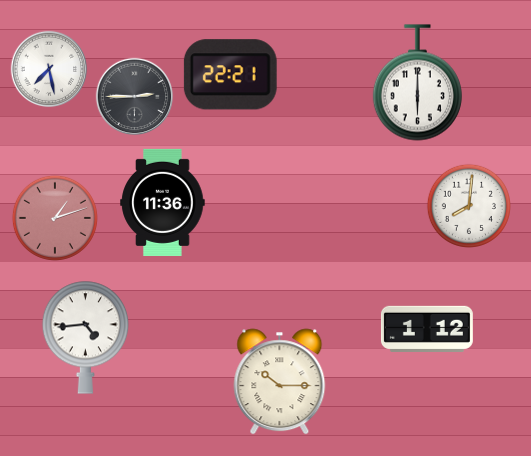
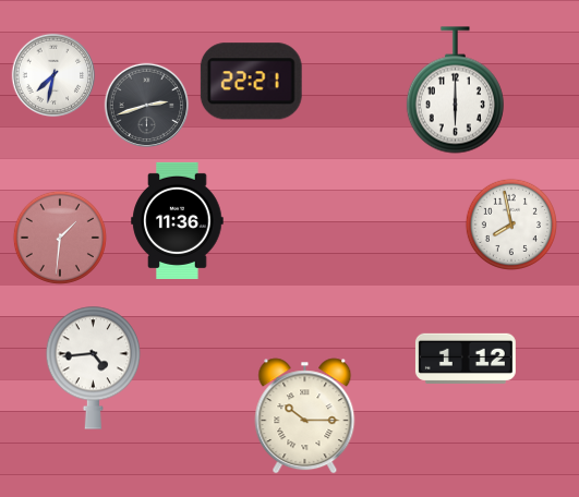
clock at (49, 69): 7:28 -> 7:32
clock at (135, 97): 2:45 -> 2:42
clock at (469, 206): 8:01 -> 7:58
clock at (55, 218): 1:12 -> 1:31
